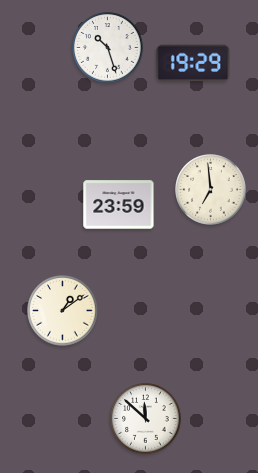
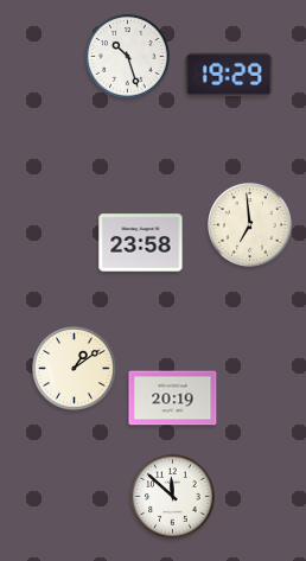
clock at (119, 205): 23:59 -> 23:58
clock at (173, 399): none -> 20:19
